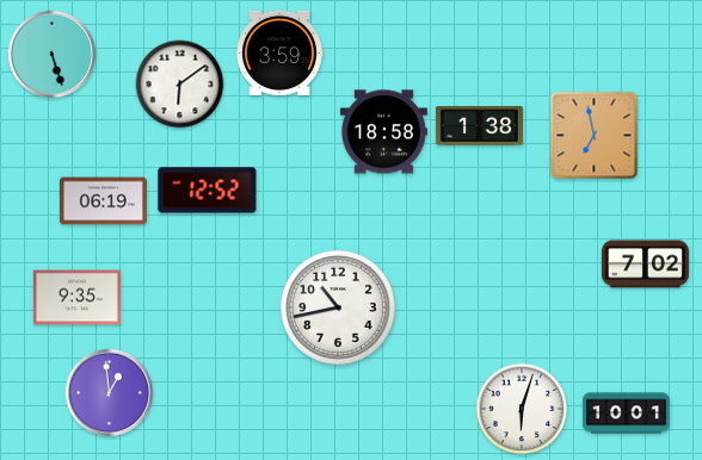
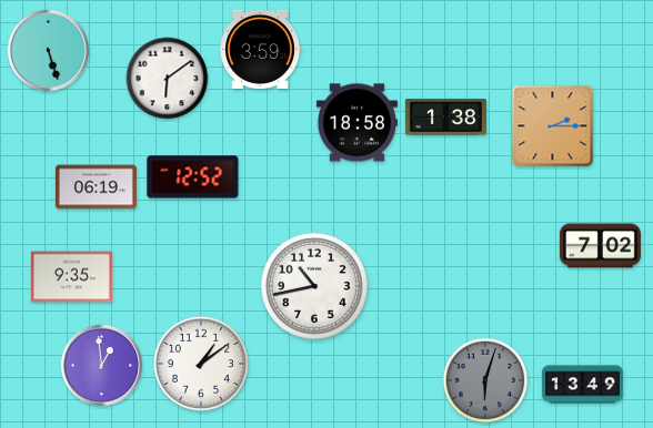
clock at (595, 136): 6:58 -> 2:15
clock at (200, 363): none -> 1:09
clock at (522, 409) dial: white -> grey
clock at (626, 414): 10:01 -> 13:49
